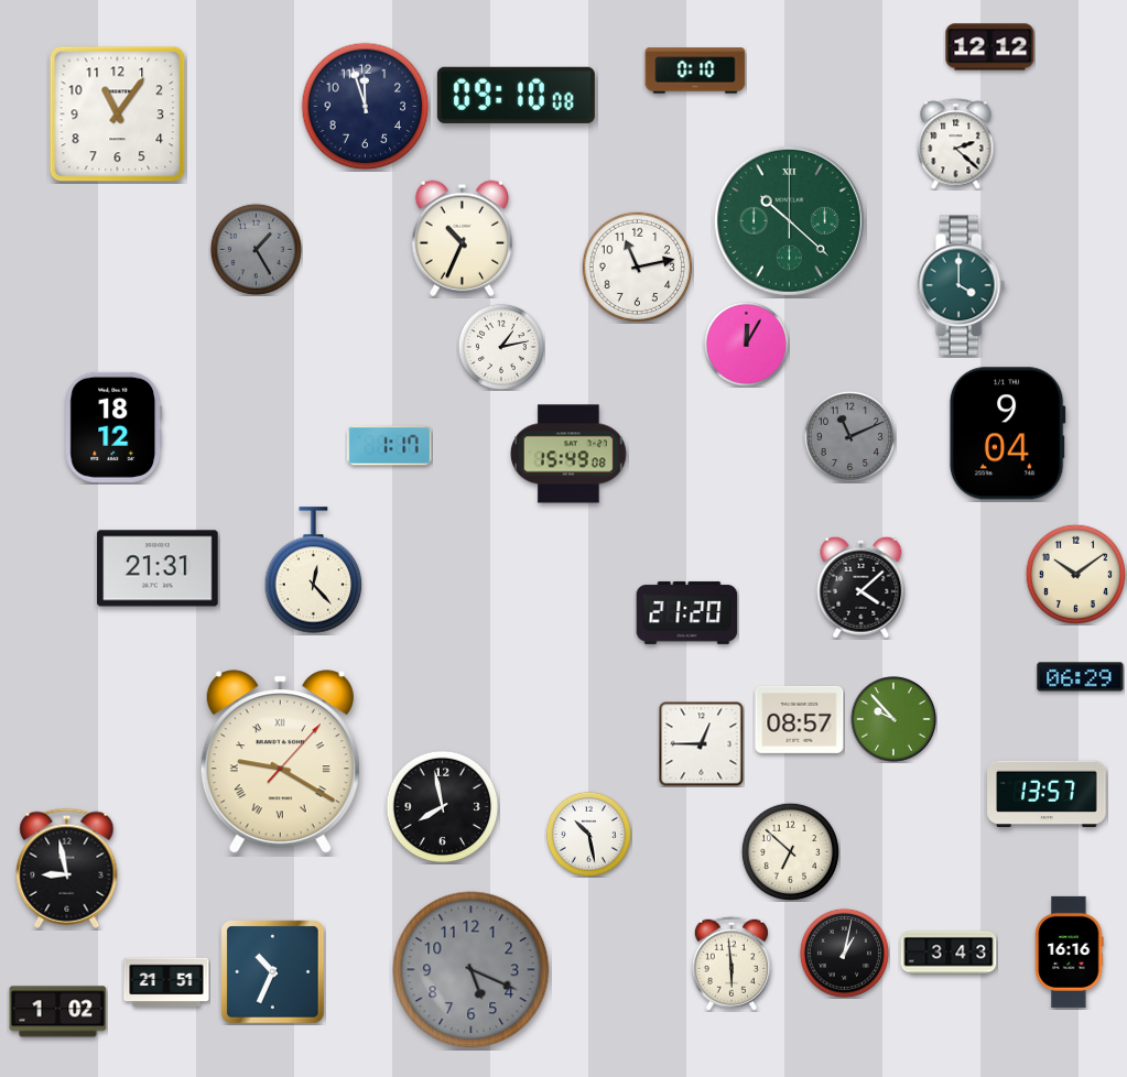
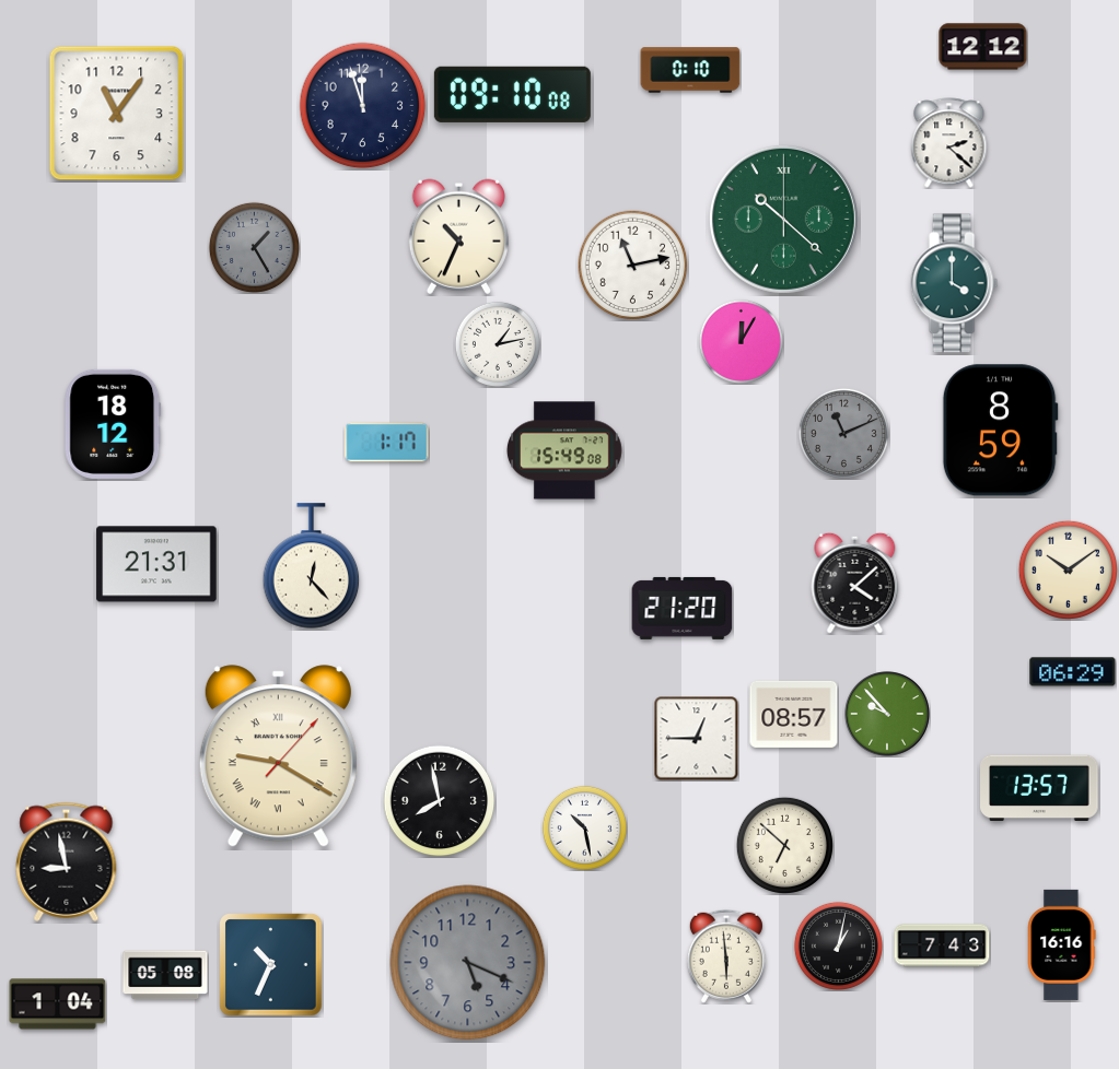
clock at (1007, 434): 9:04 -> 8:59
clock at (949, 953): 3:43 -> 7:43
clock at (166, 982): 21:51 -> 05:08
clock at (58, 1012): 1:02 -> 1:04
